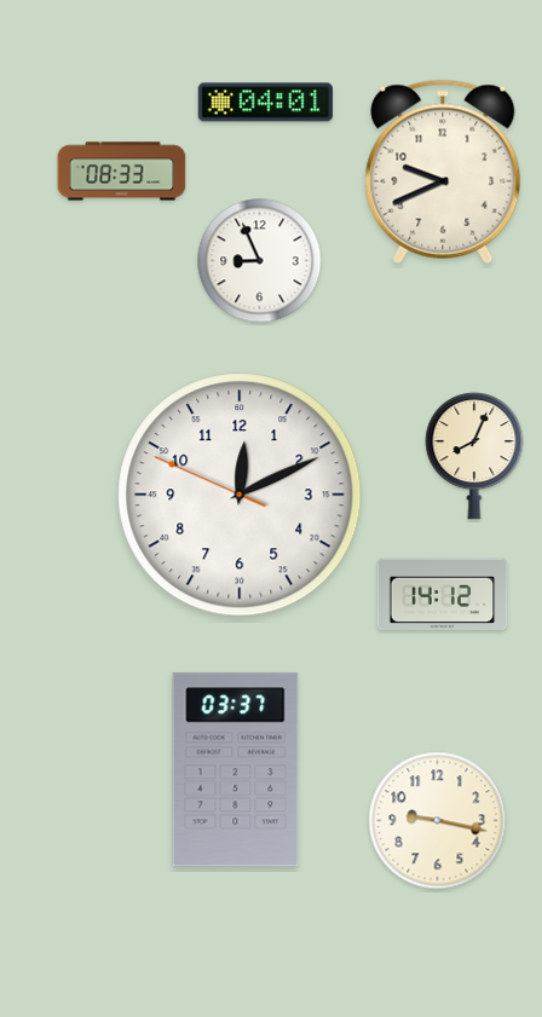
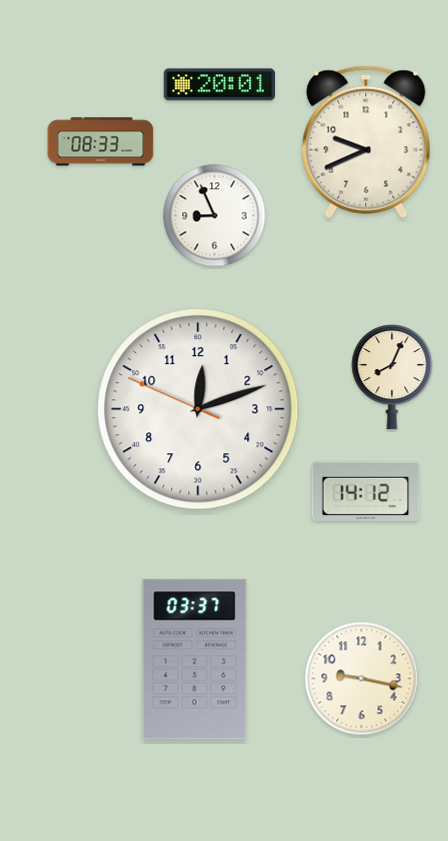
clock at (265, 103): 04:01 -> 20:01
clock at (240, 495): 12:10 -> 12:11
clock at (236, 770) position: (236, 770) -> (195, 660)
